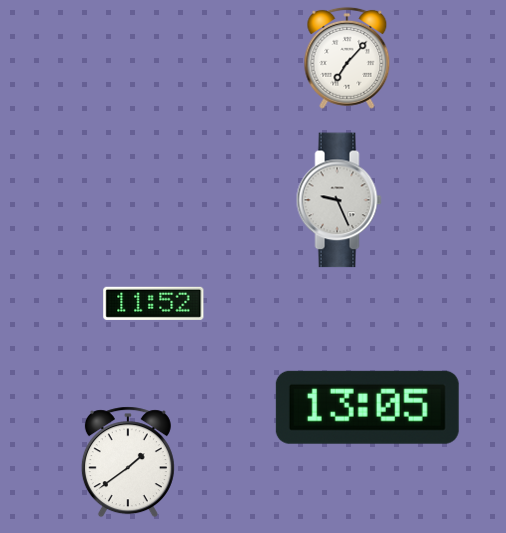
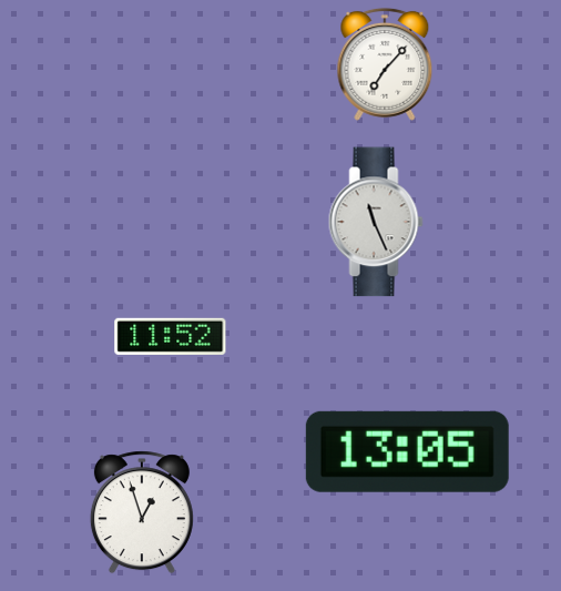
clock at (339, 200): 9:26 -> 11:26
clock at (128, 462): 1:39 -> 12:57
